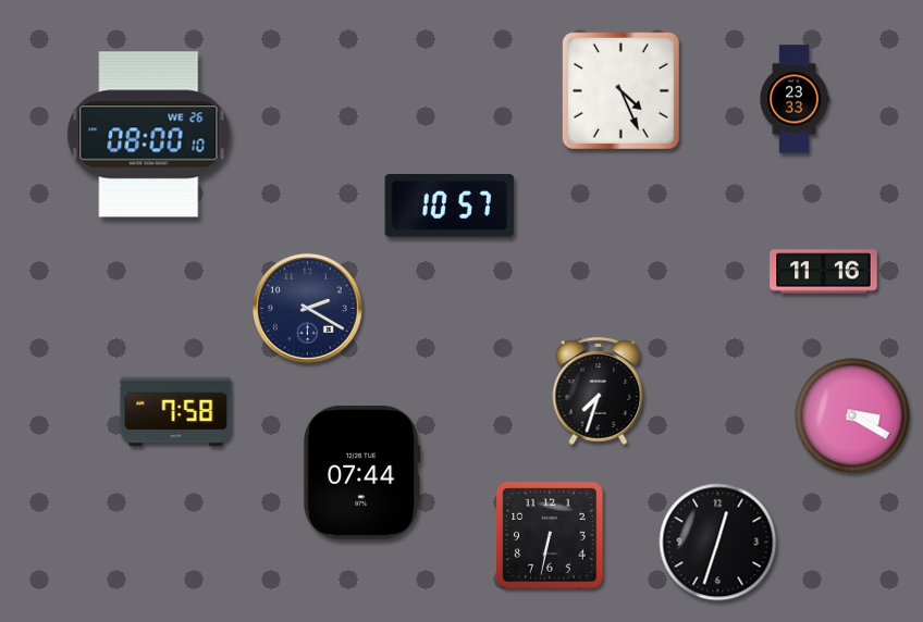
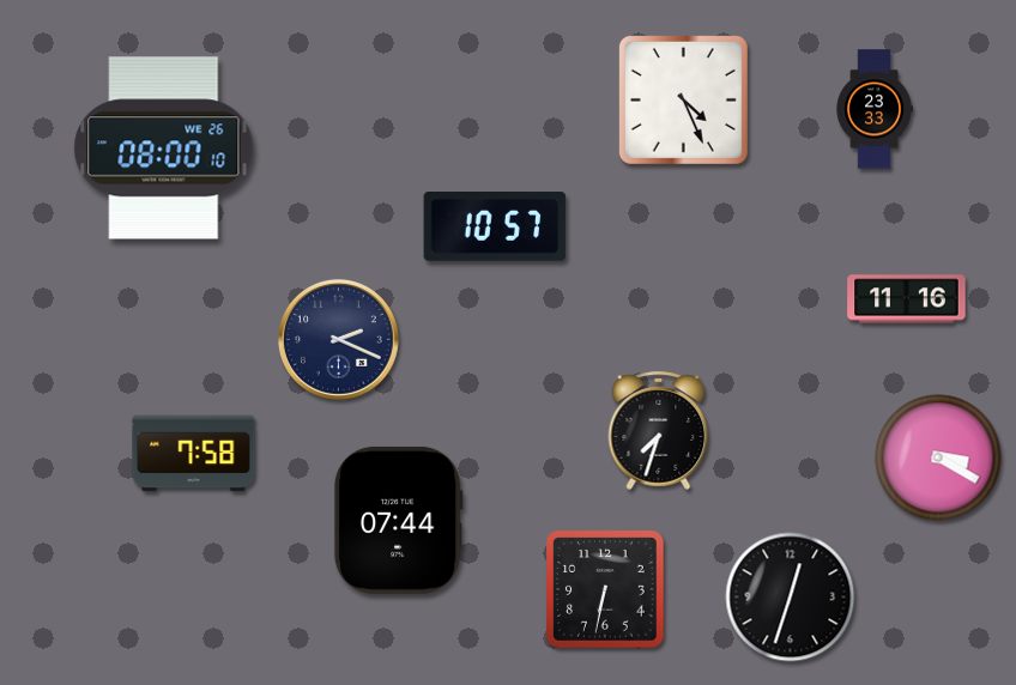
clock at (307, 308): 2:20 -> 2:19
